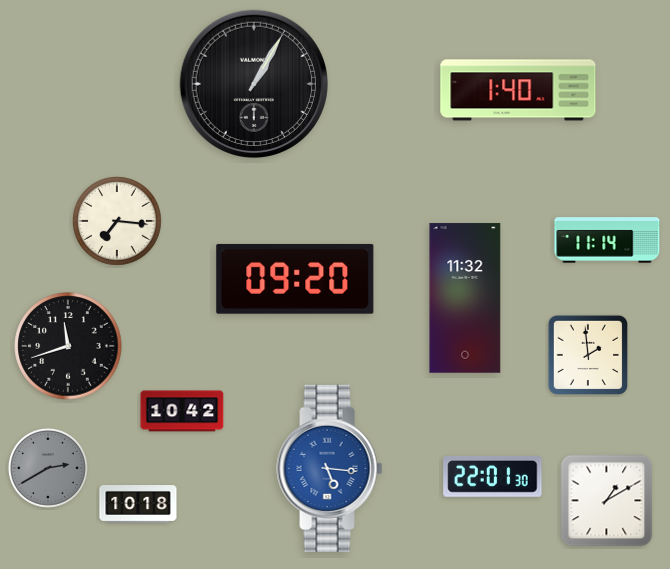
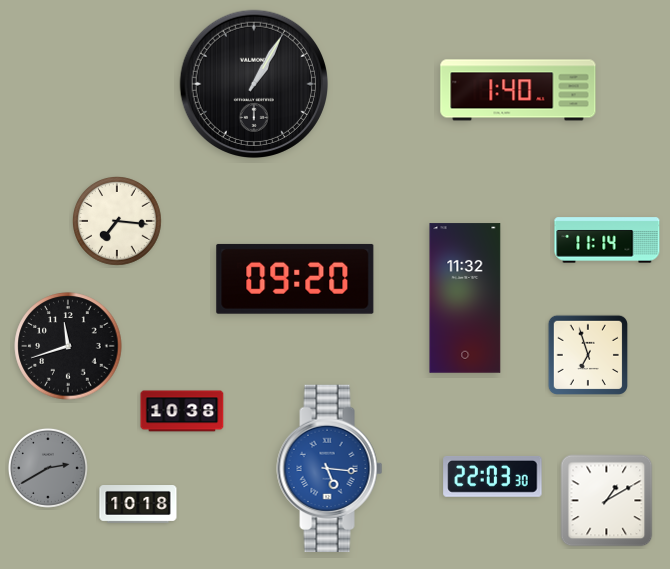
clock at (587, 354): 1:59 -> 6:57
clock at (182, 411): 10:42 -> 10:38
clock at (493, 476): 22:01 -> 22:03
